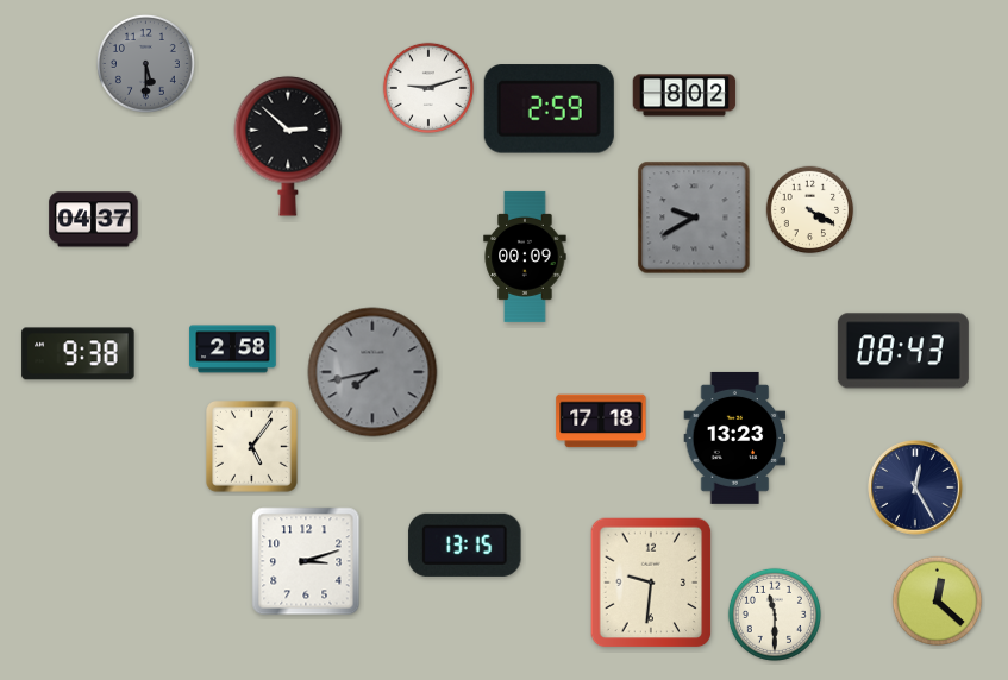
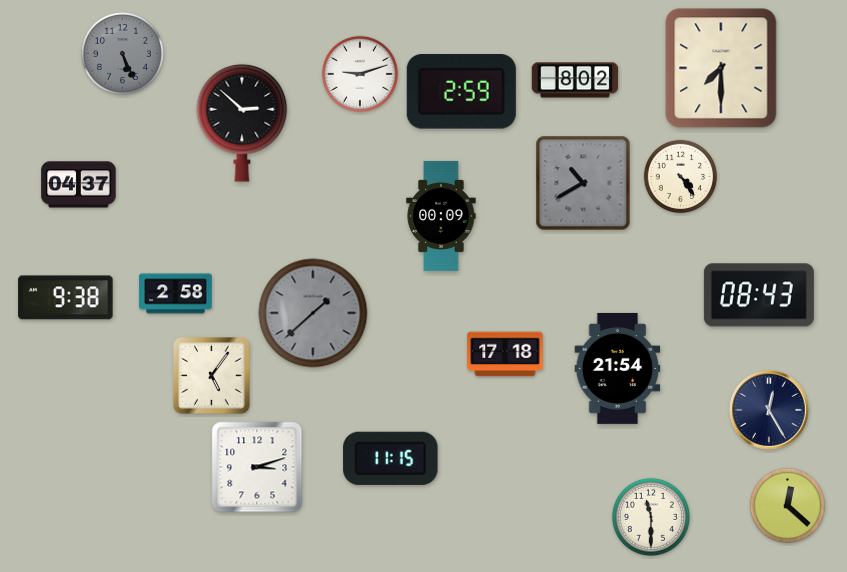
clock at (145, 63): 5:30 -> 5:26
clock at (721, 68): none -> 7:30
clock at (810, 210): 4:20 -> 4:24
clock at (694, 218): 9:40 -> 10:40
clock at (233, 350) position: (233, 350) -> (176, 294)
clock at (372, 372): 7:43 -> 1:38
clock at (735, 437): 13:23 -> 21:54
clock at (465, 544): 13:15 -> 11:15
clock at (306, 561) position: (306, 561) -> (257, 467)
clock at (651, 583): 9:31 -> none
